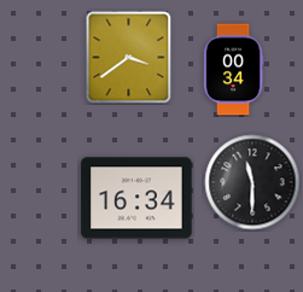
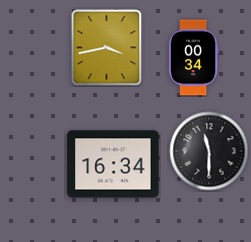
clock at (129, 58): 3:39 -> 3:43
